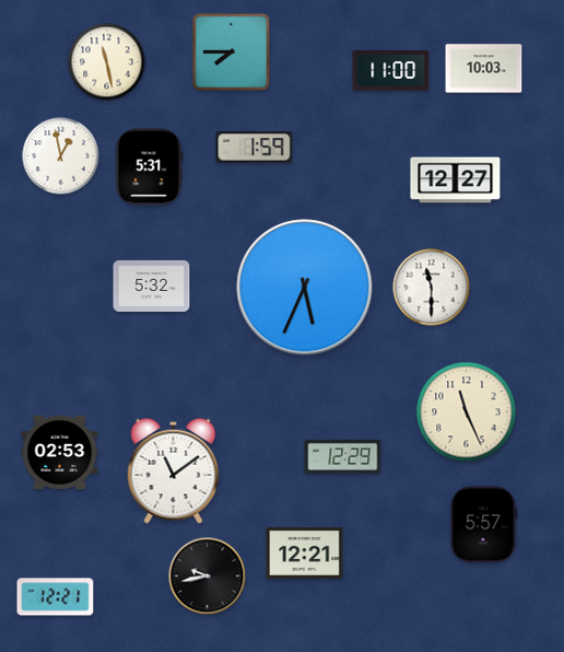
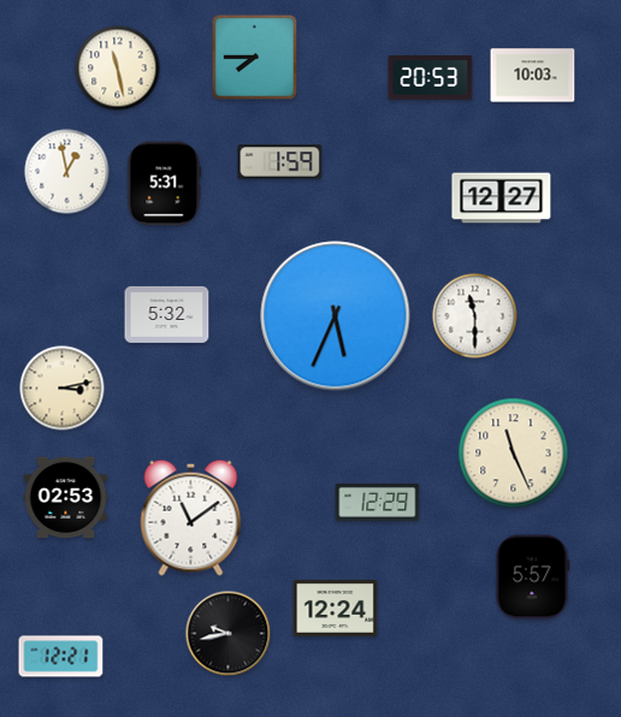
clock at (391, 71): 11:00 -> 20:53
clock at (63, 389): none -> 3:13
clock at (305, 552): 12:21 -> 12:24
